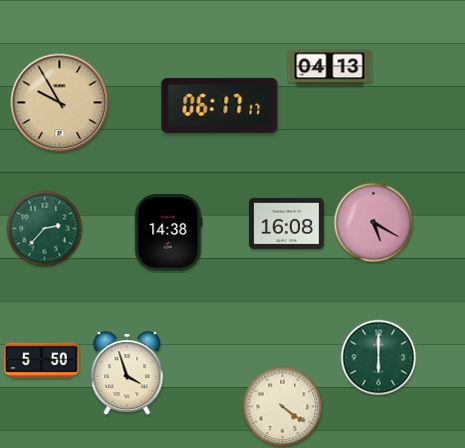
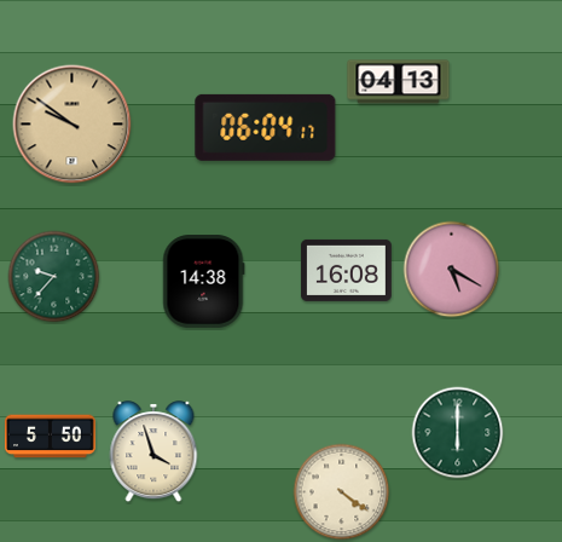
clock at (60, 103): 9:55 -> 9:51
clock at (220, 105): 06:17 -> 06:04
clock at (45, 229): 2:37 -> 9:37
